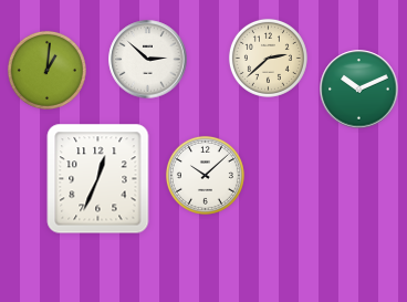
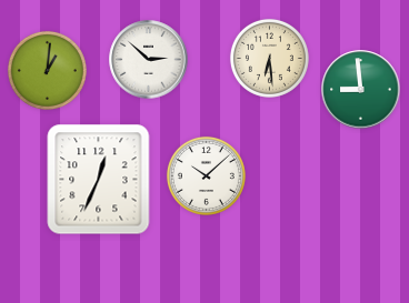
clock at (268, 58): 2:38 -> 6:29
clock at (359, 90): 10:11 -> 8:59
